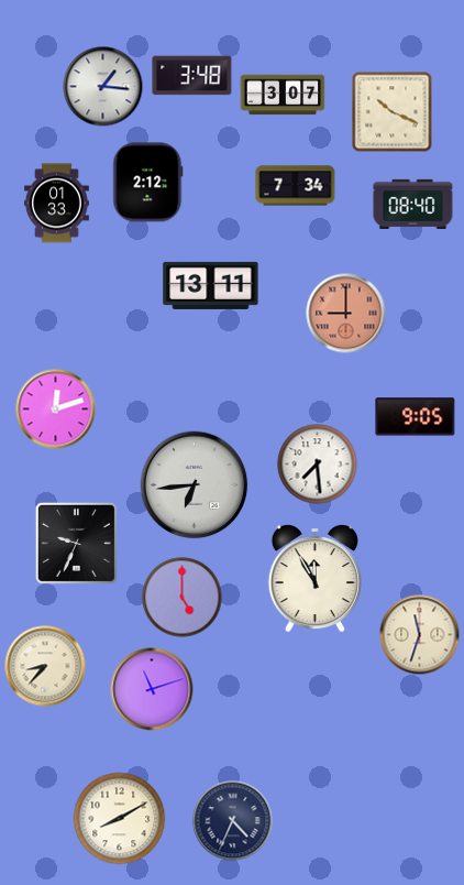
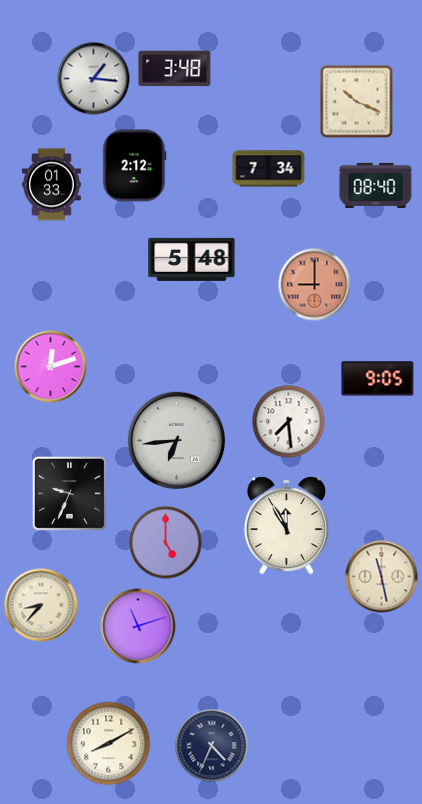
clock at (283, 95): 3:07 -> none
clock at (211, 285): 13:11 -> 5:48
clock at (56, 409) position: (56, 409) -> (51, 367)
clock at (420, 635): 11:33 -> 11:28
